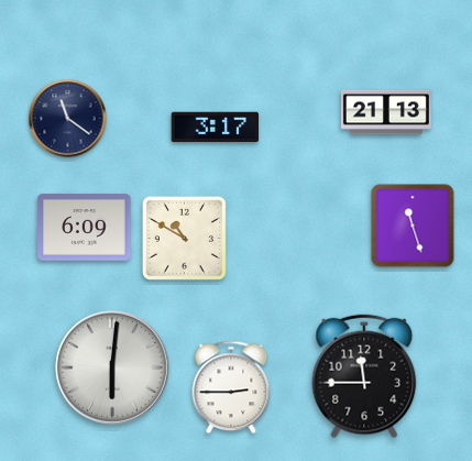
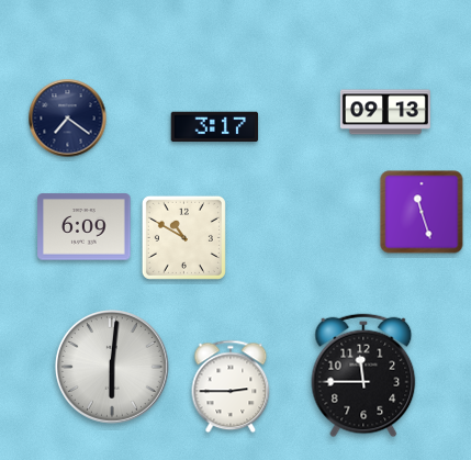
clock at (386, 112): 21:13 -> 09:13
clock at (68, 119): 11:21 -> 7:21
clock at (413, 226) position: (413, 226) -> (422, 212)
